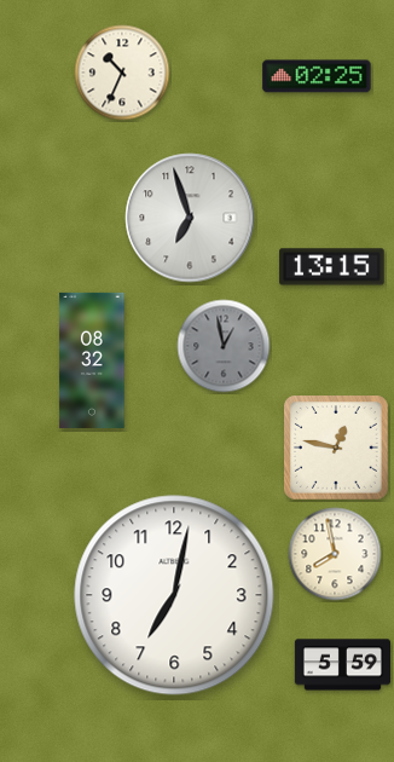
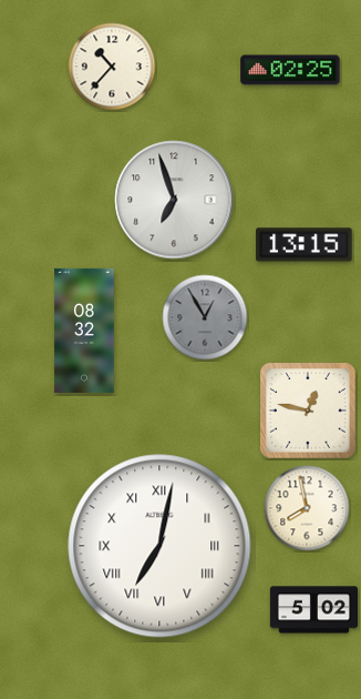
clock at (122, 73): 10:34 -> 10:37
clock at (224, 346): 12:58 -> 12:55
clock at (174, 595) numerals: Arabic -> Roman
clock at (342, 665): 5:59 -> 5:02
